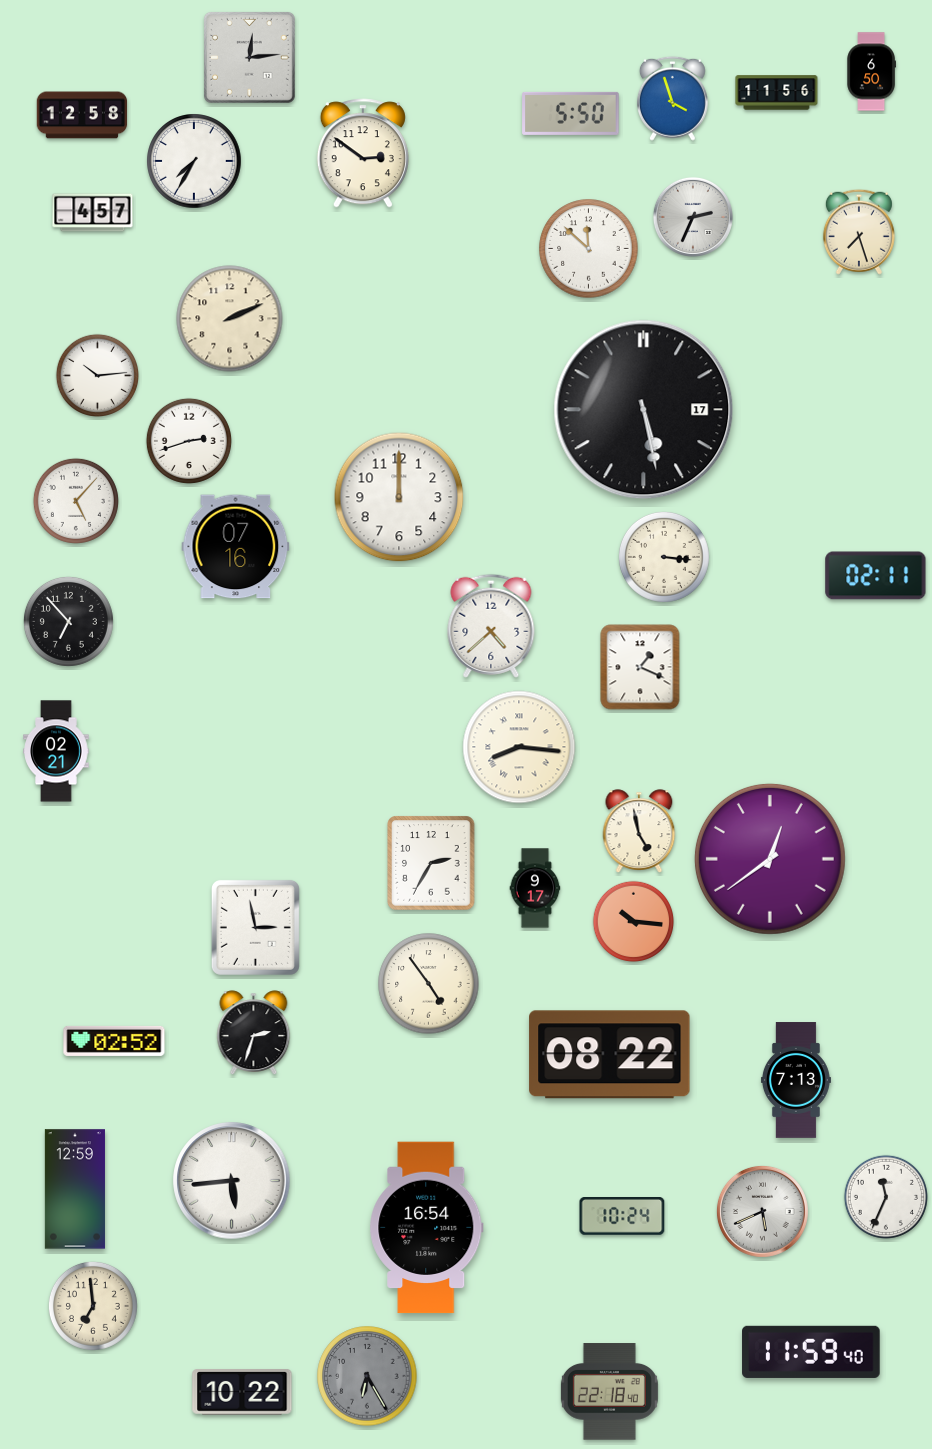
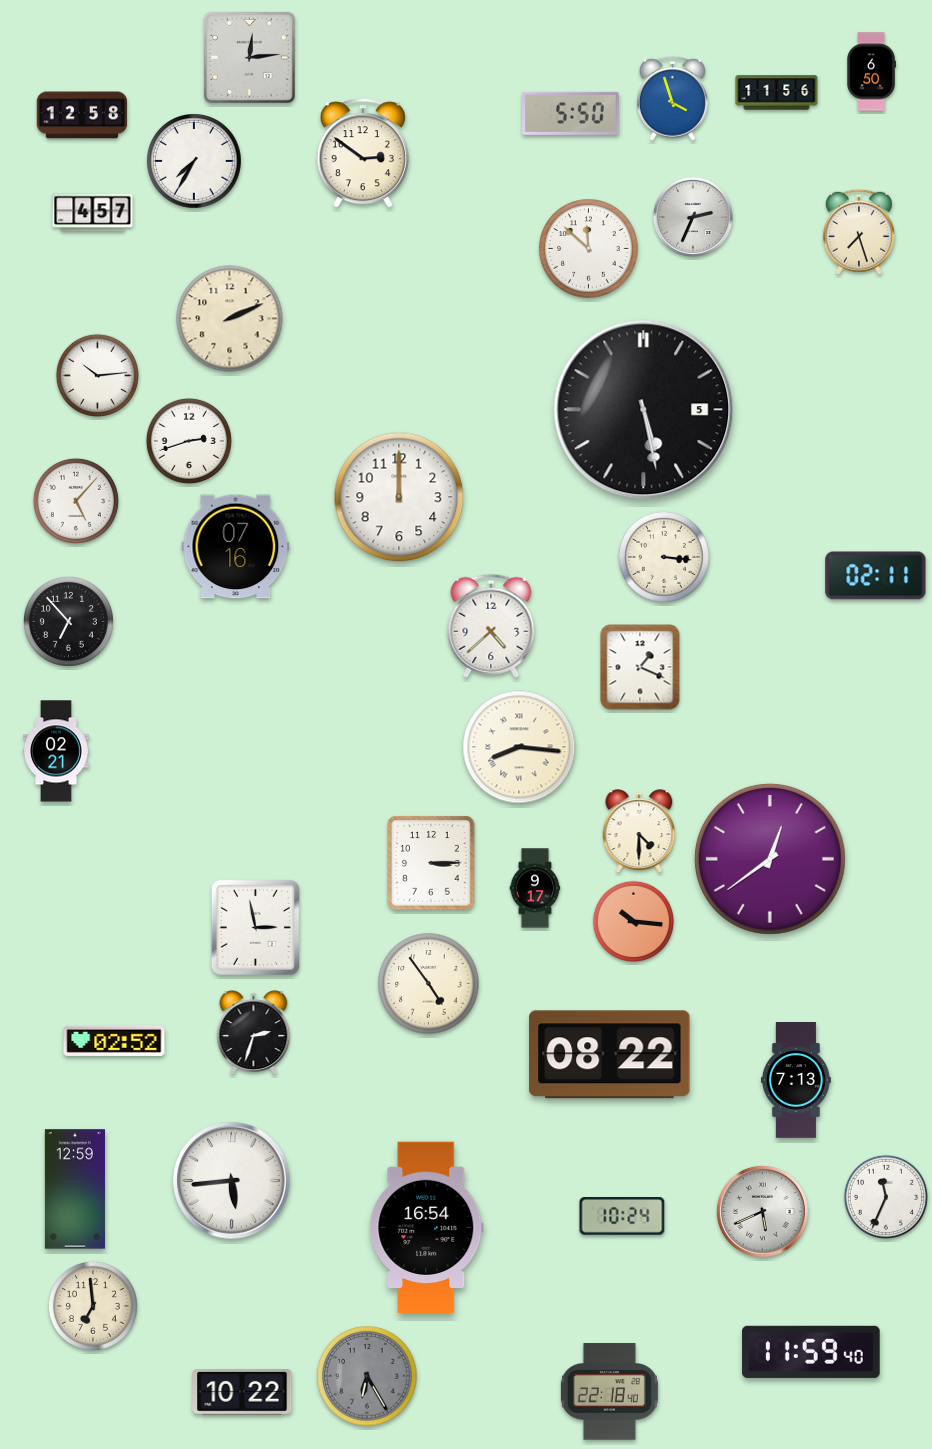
clock at (644, 410) date: 17 -> 5
clock at (639, 831): 4:58 -> 4:30
clock at (431, 863): 2:35 -> 3:15
